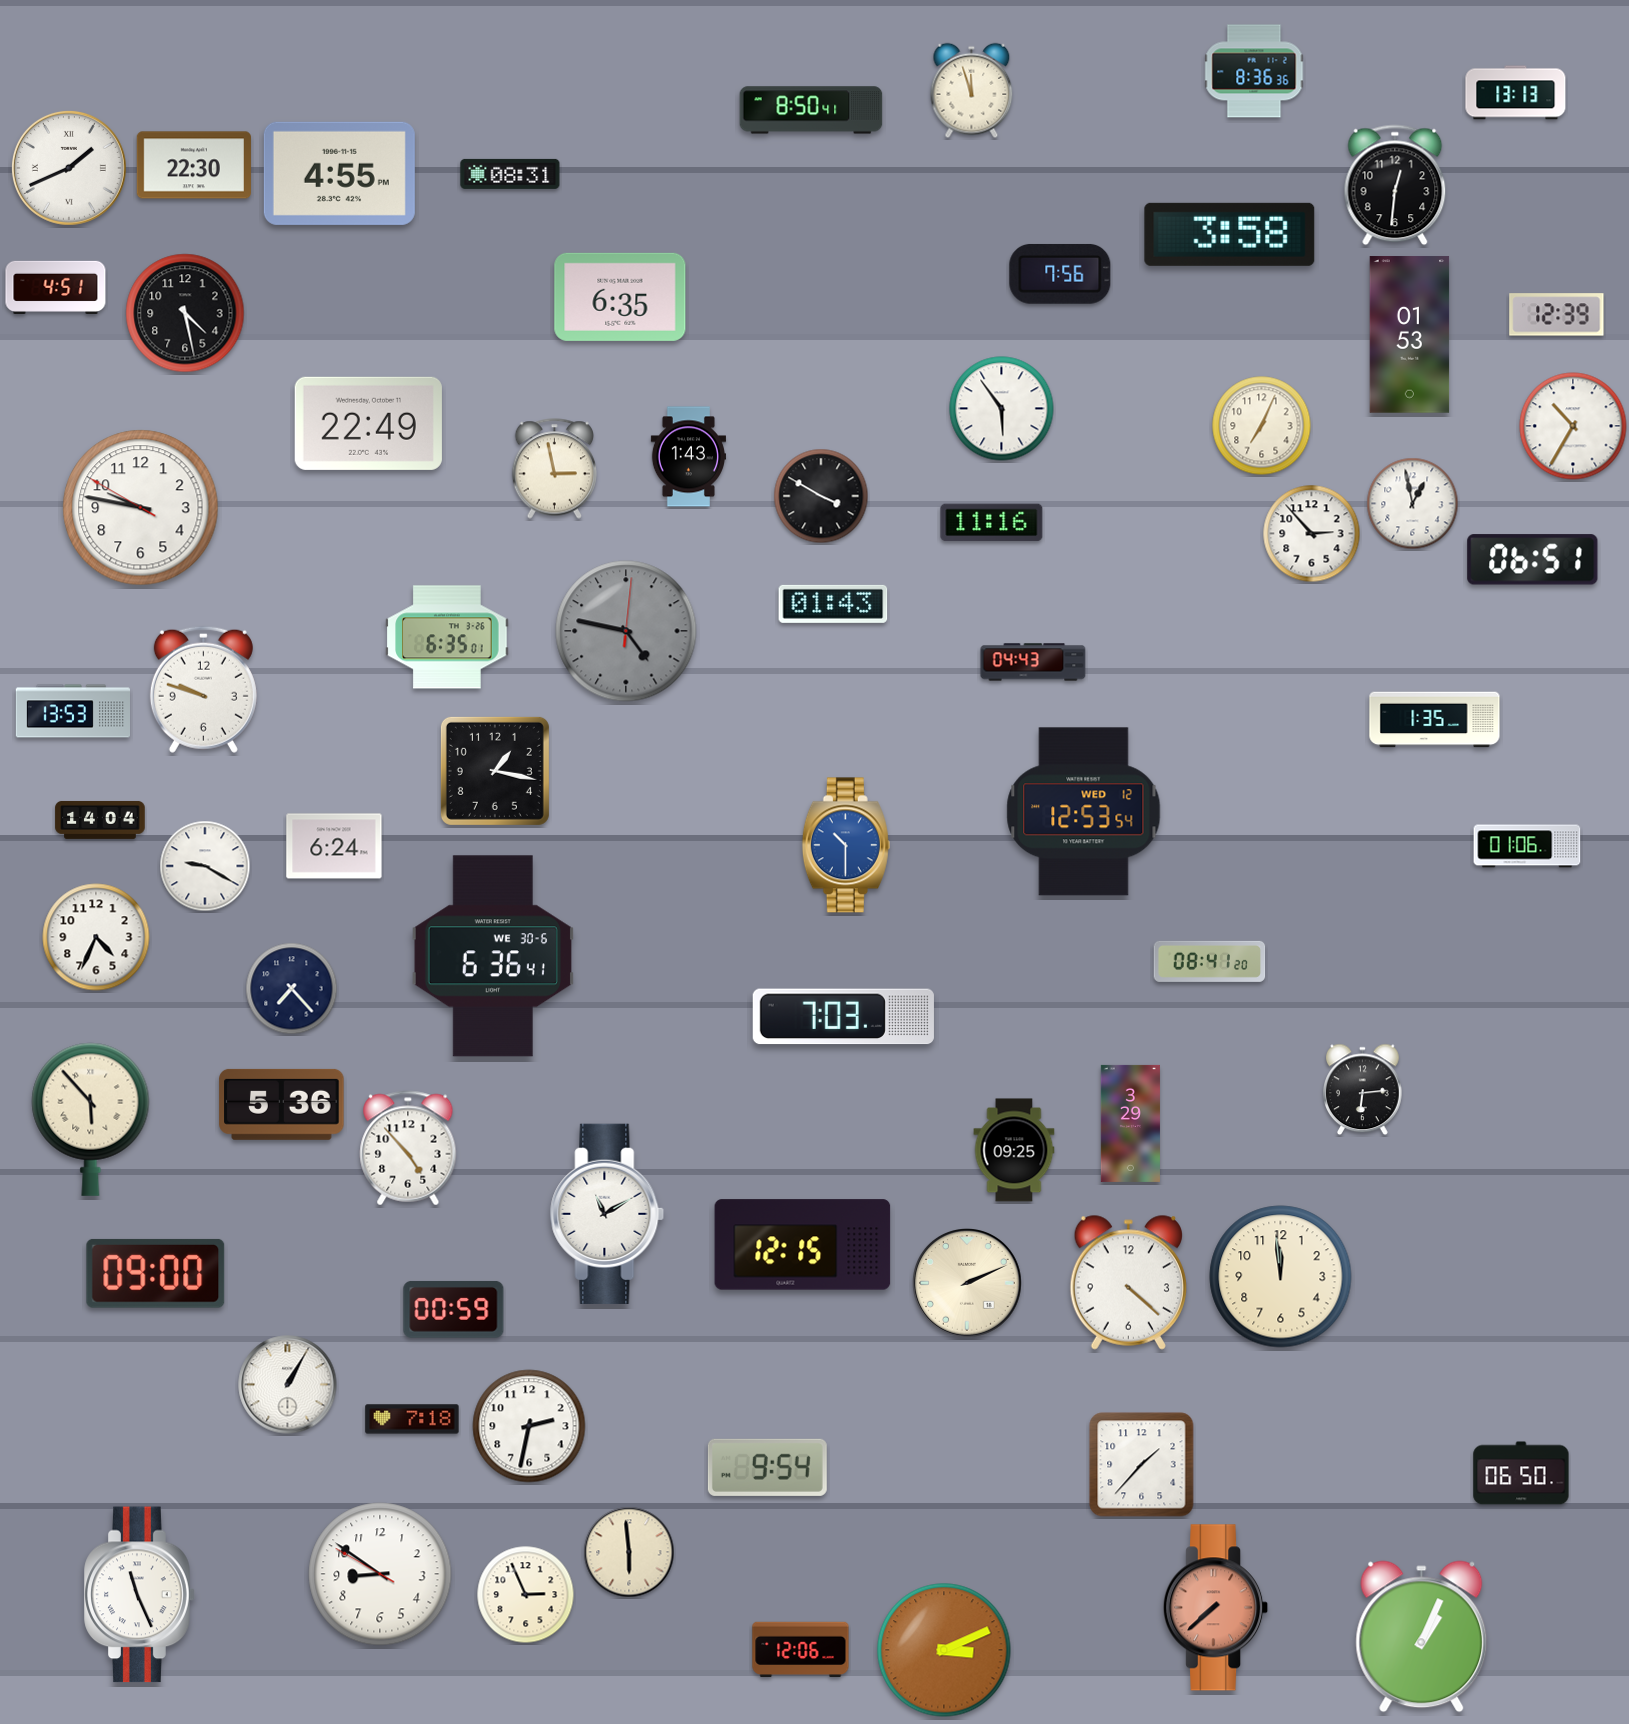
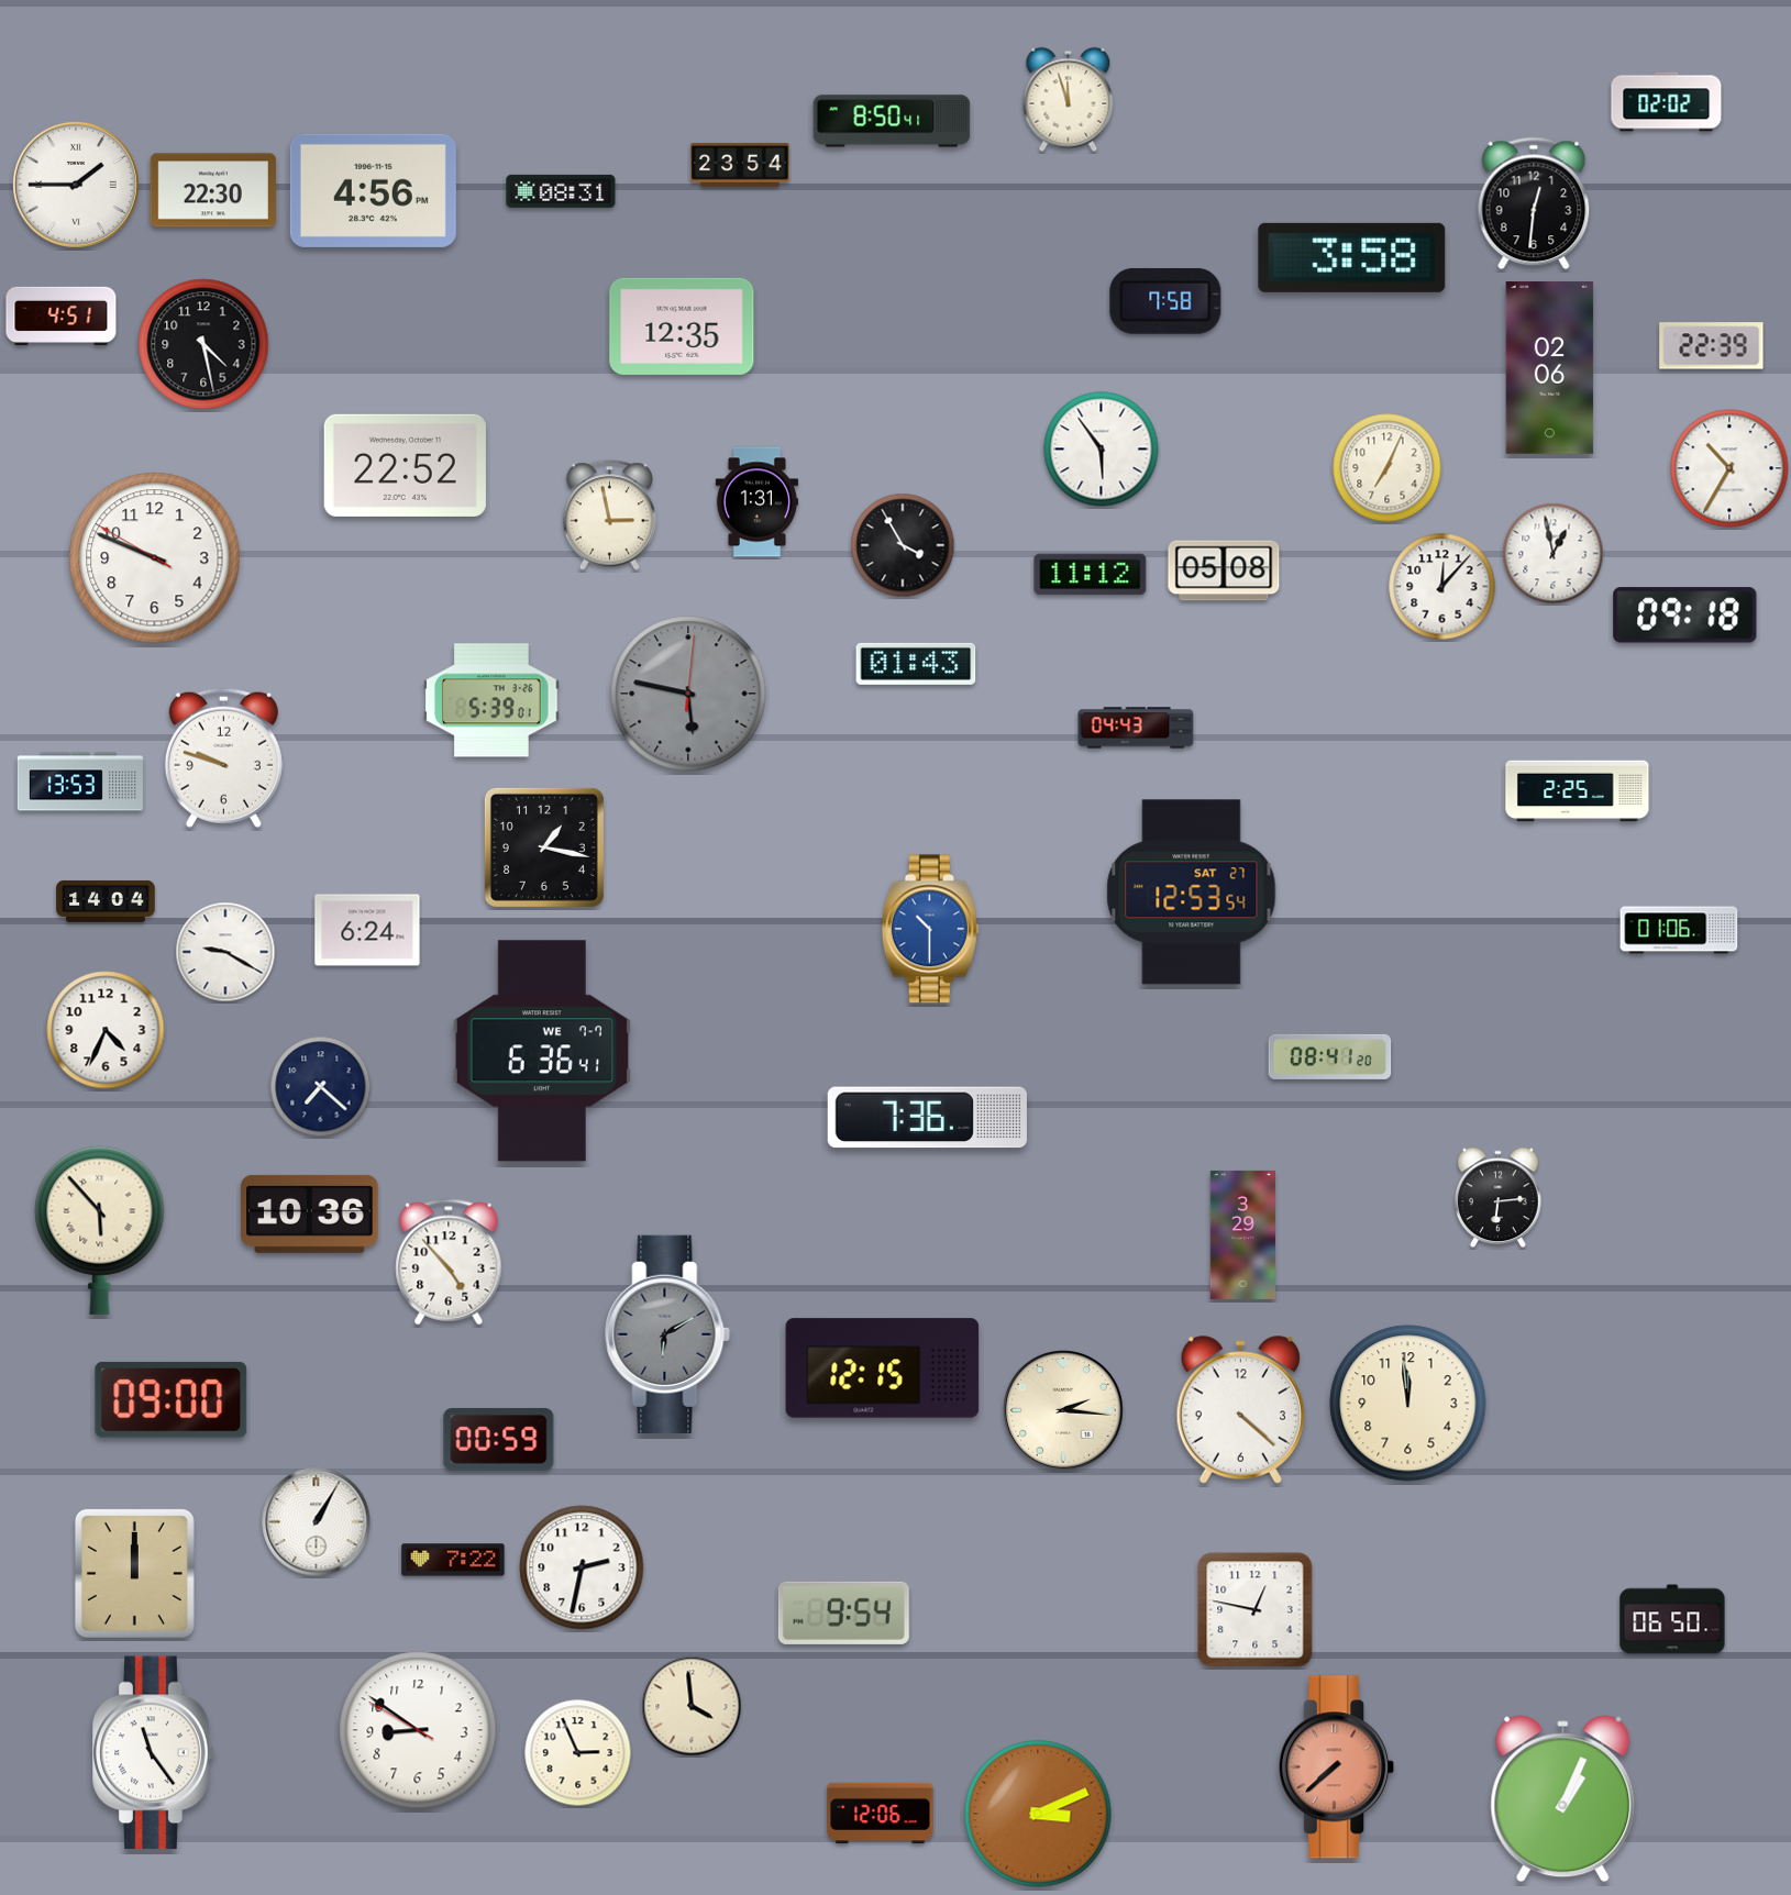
clock at (1254, 71): 8:36 -> none
clock at (1516, 93): 13:13 -> 02:02
clock at (740, 166): none -> 23:54
clock at (194, 165) position: (194, 165) -> (213, 190)
clock at (69, 168): 1:41 -> 1:45
clock at (339, 173): 4:55 -> 4:56
clock at (1060, 274): 7:56 -> 7:58
clock at (620, 297): 6:35 -> 12:35
clock at (1557, 315): 12:39 -> 22:39
clock at (1410, 335): 01:53 -> 02:06
clock at (368, 423): 22:49 -> 22:52
clock at (688, 457): 1:43 -> 1:31
clock at (821, 496): 3:50 -> 3:55
clock at (141, 508): 9:46 -> 9:48
clock at (1224, 570): none -> 05:08
clock at (992, 523): 11:16 -> 11:12
clock at (1312, 534): 2:53 -> 12:07
clock at (1533, 560): 06:51 -> 09:18
clock at (626, 631): 4:47 -> 5:47
clock at (447, 637): 6:35 -> 5:39
clock at (1435, 720): 1:35 -> 2:25
clock at (1084, 812) date: WED 12 -> SAT 27
clock at (100, 820) position: (100, 820) -> (106, 901)
clock at (493, 956) date: WE 30-6 -> WE 7-7
clock at (292, 989): 7:23 -> 7:22
clock at (843, 1017): 7:03 -> 7:36
clock at (282, 1104): 5:36 -> 10:36
clock at (1014, 1150): 09:25 -> none
clock at (607, 1214): 11:10 -> 6:10
clock at (607, 1214) dial: white -> grey
clock at (968, 1284): 2:11 -> 2:16
clock at (412, 1419): 7:18 -> 7:22
clock at (134, 1573): none -> 12:00
clock at (1142, 1465): 1:37 -> 12:47
clock at (629, 1552): 5:59 -> 3:59
clock at (140, 1595): 11:26 -> 11:24
